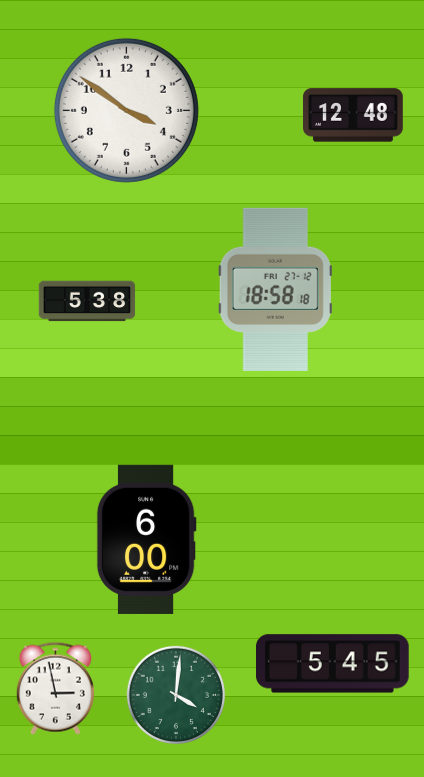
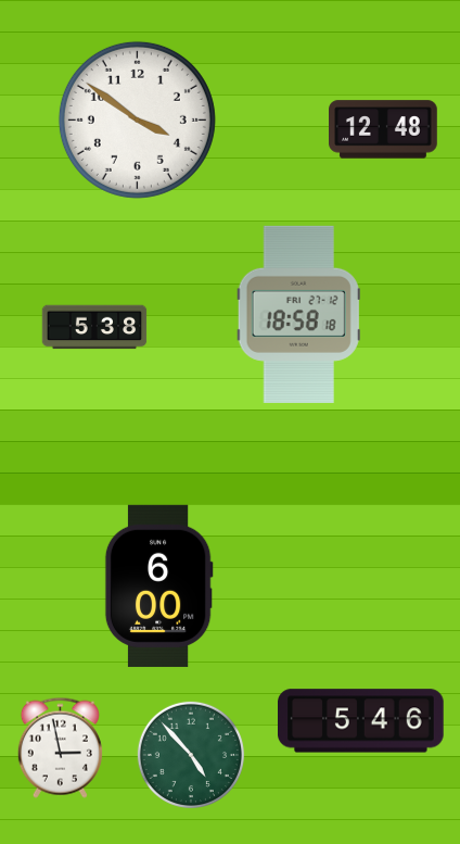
clock at (354, 115) position: (354, 115) -> (384, 129)
clock at (333, 664): 5:45 -> 5:46
clock at (176, 695): 4:01 -> 4:53
